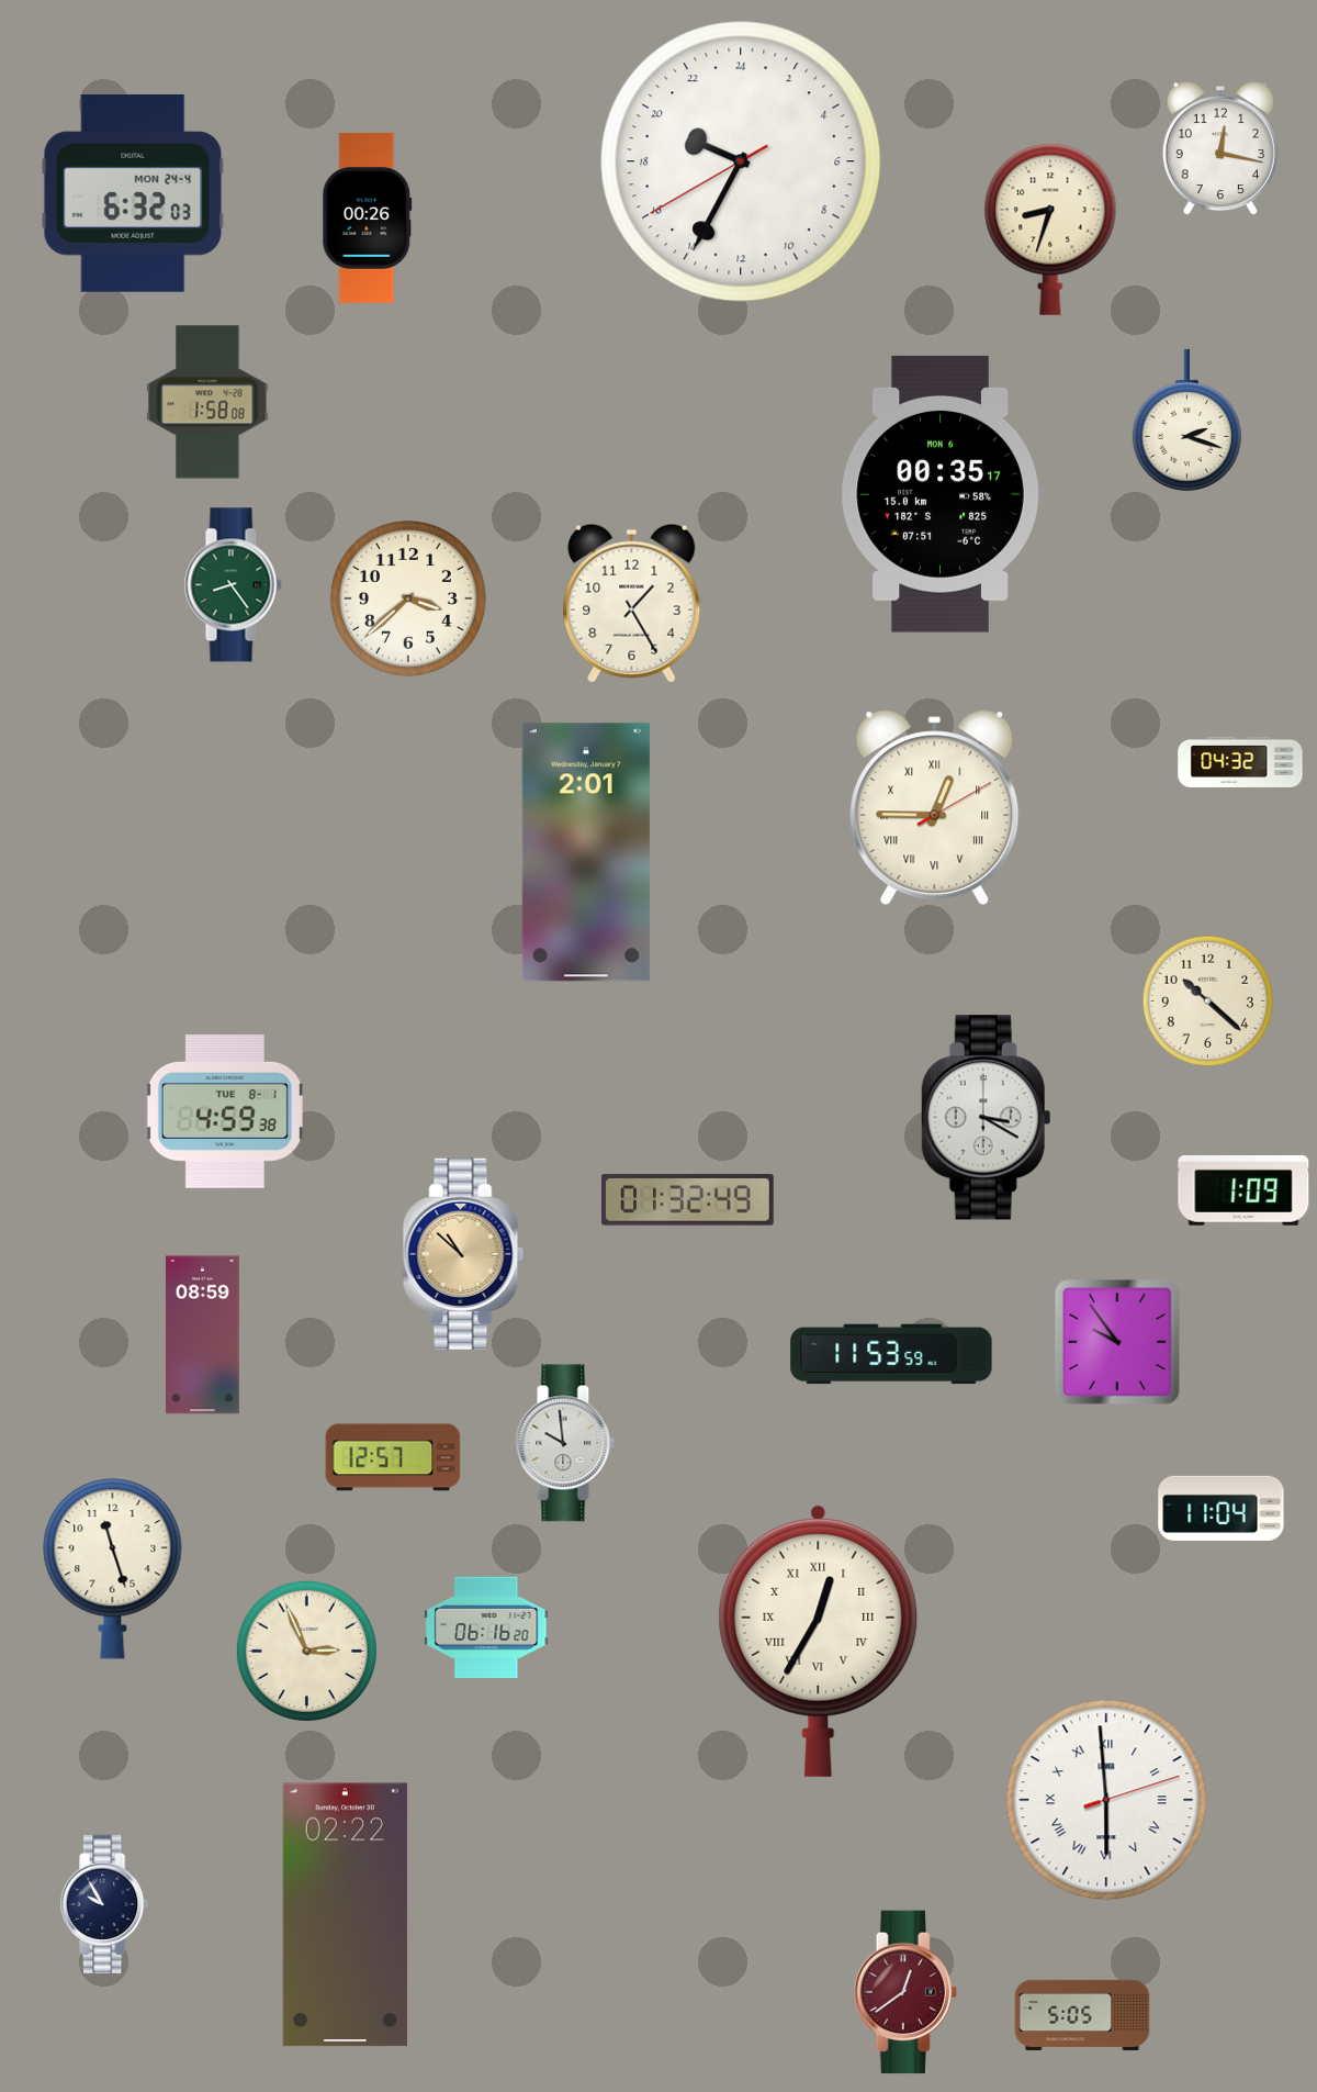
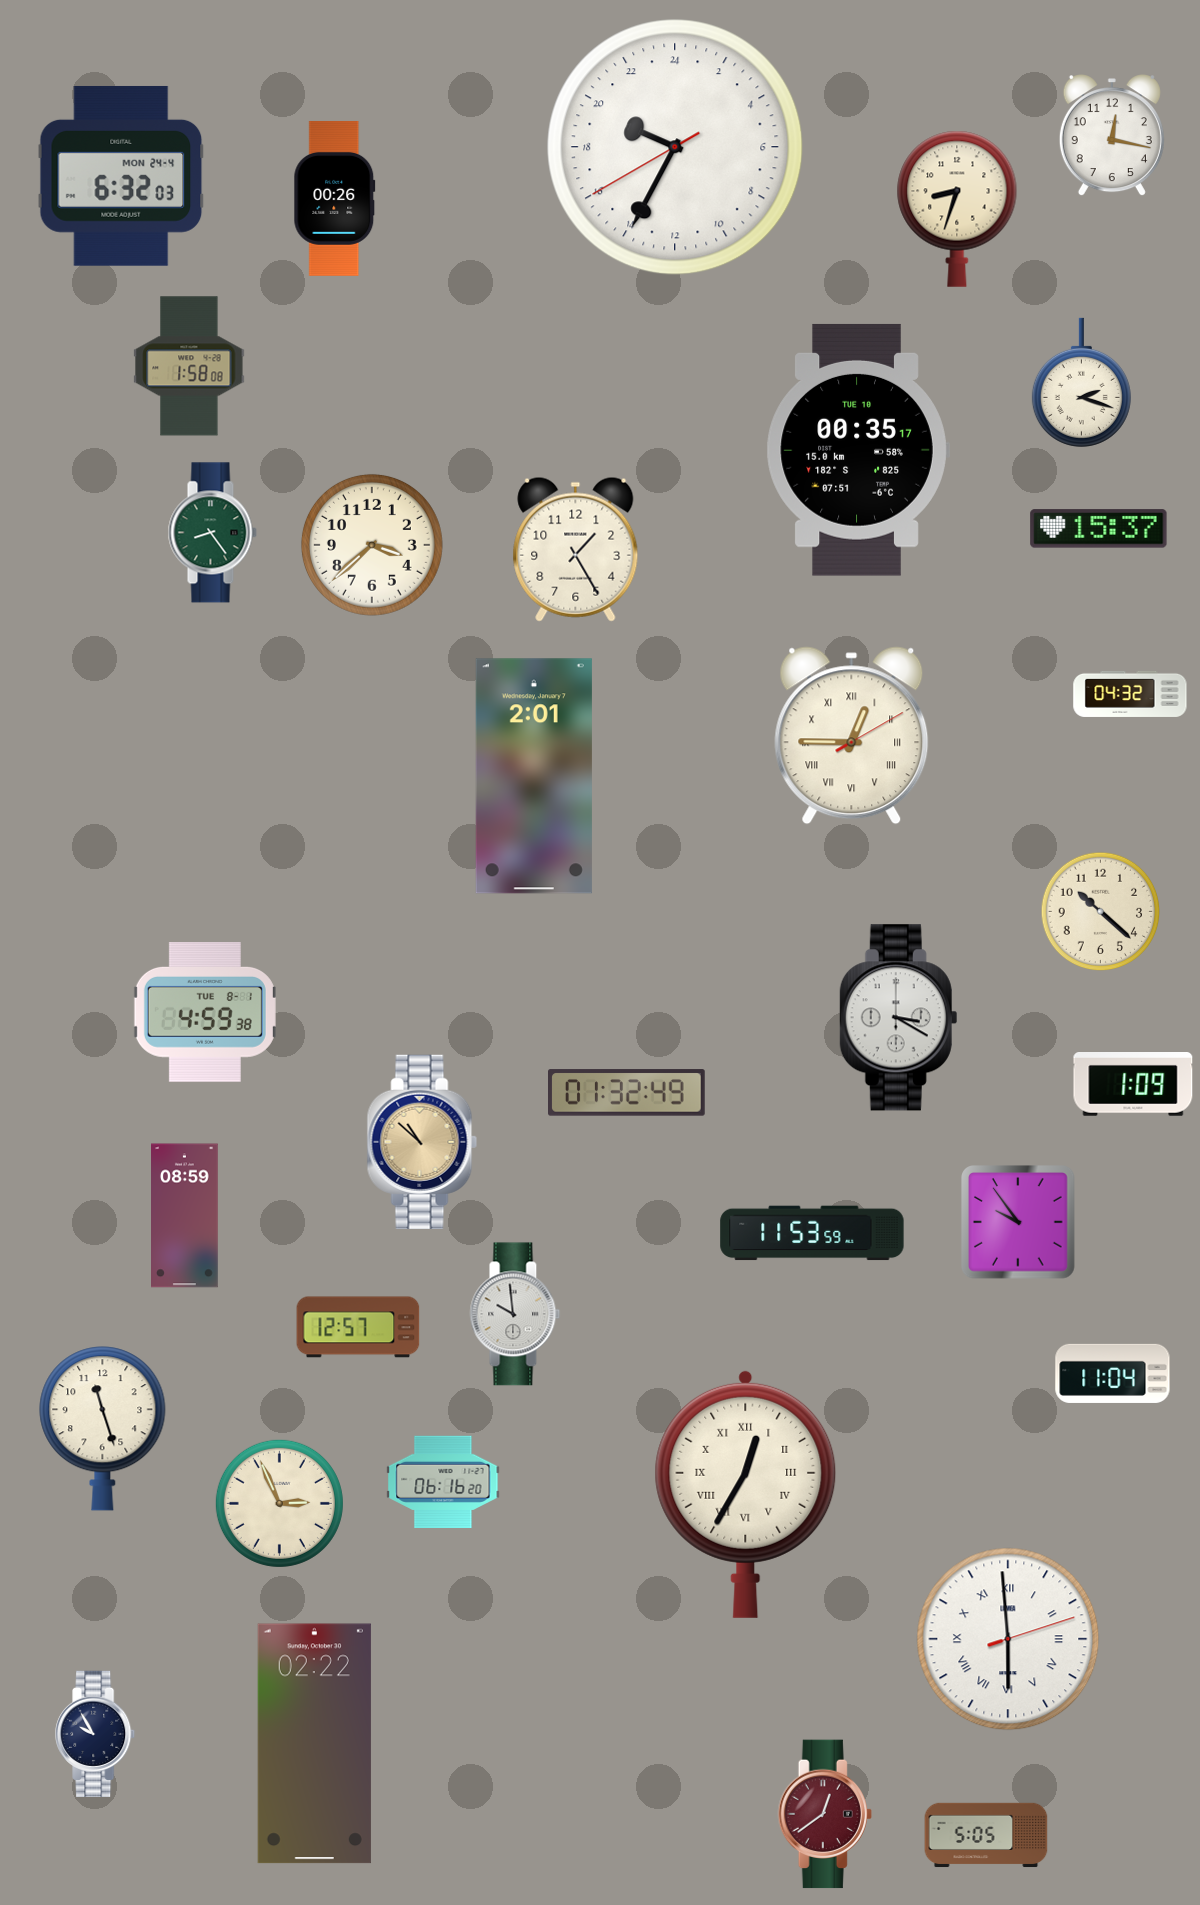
clock at (942, 494) date: MON 6 -> TUE 10
clock at (1099, 529): none -> 15:37
